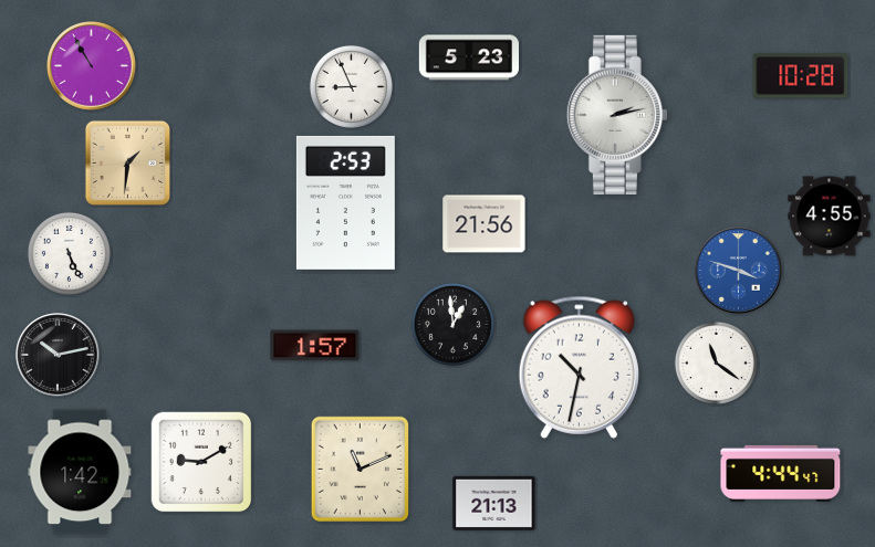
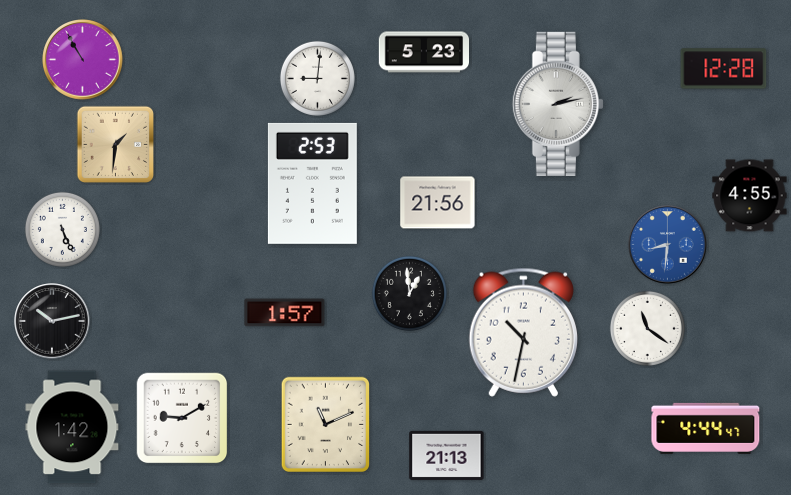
clock at (801, 76): 10:28 -> 12:28
clock at (351, 86): 8:56 -> 9:01
clock at (127, 162) position: (127, 162) -> (115, 144)
clock at (739, 271): 3:48 -> 8:31
